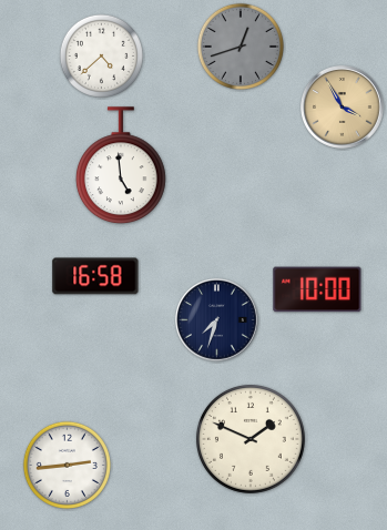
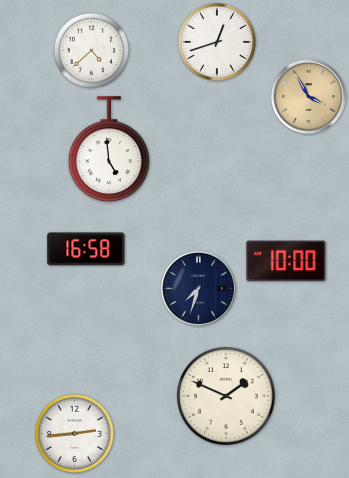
clock at (241, 47) dial: grey -> white
clock at (217, 320) position: (217, 320) -> (199, 289)
clock at (67, 465) position: (67, 465) -> (74, 433)
